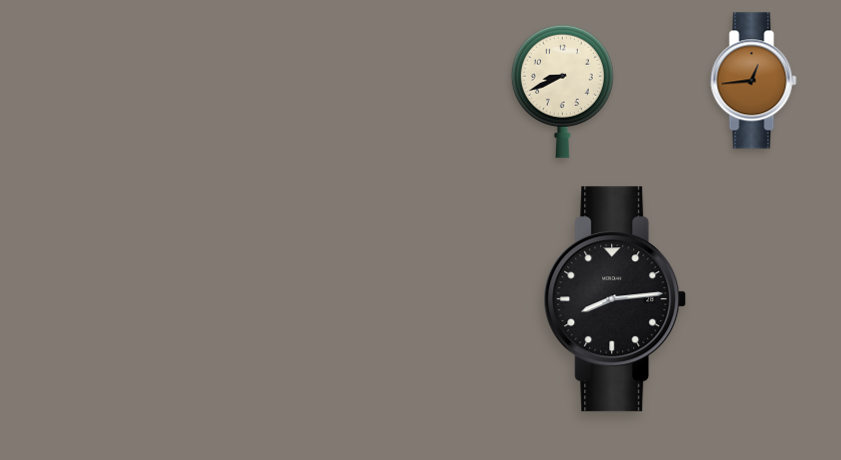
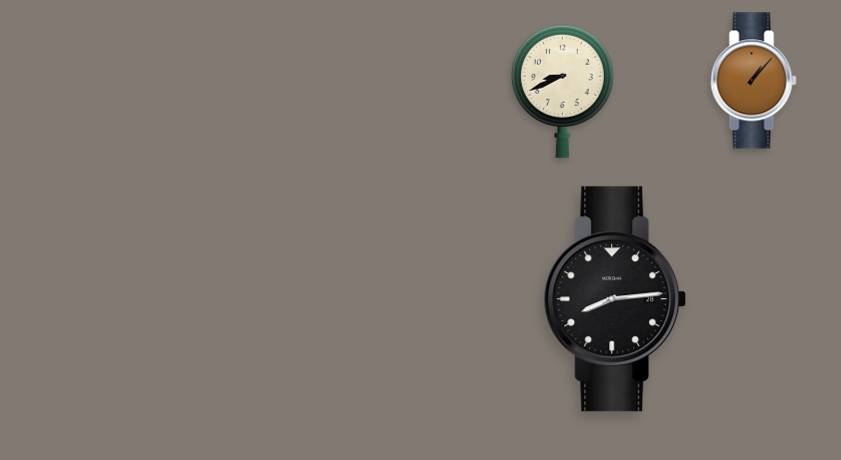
clock at (754, 81): 12:44 -> 1:07
